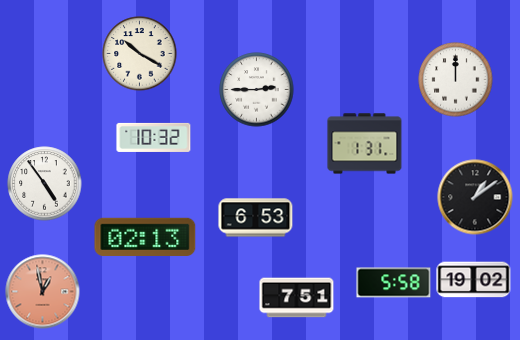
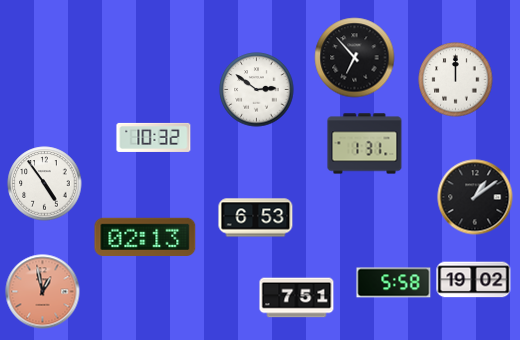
clock at (140, 54): 10:20 -> none
clock at (355, 58): none -> 6:53
clock at (257, 90): 2:45 -> 2:51
